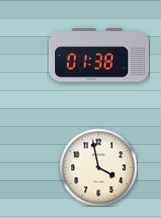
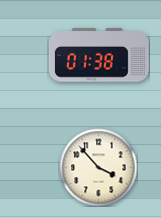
clock at (98, 167): 3:58 -> 3:53
